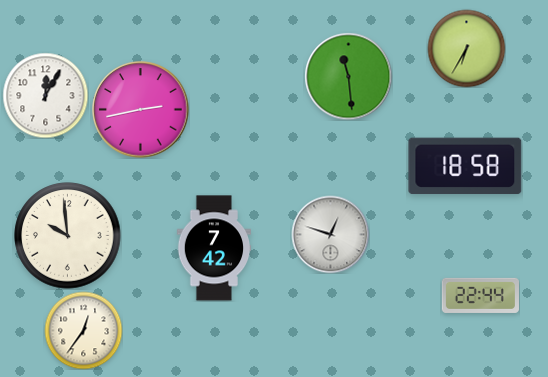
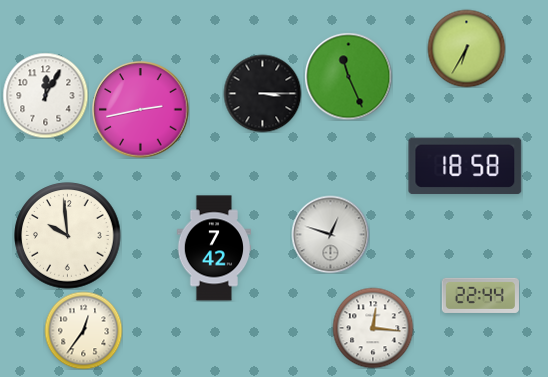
clock at (348, 76): 11:29 -> 11:26
clock at (262, 93): none -> 3:15
clock at (373, 328): none -> 12:16
